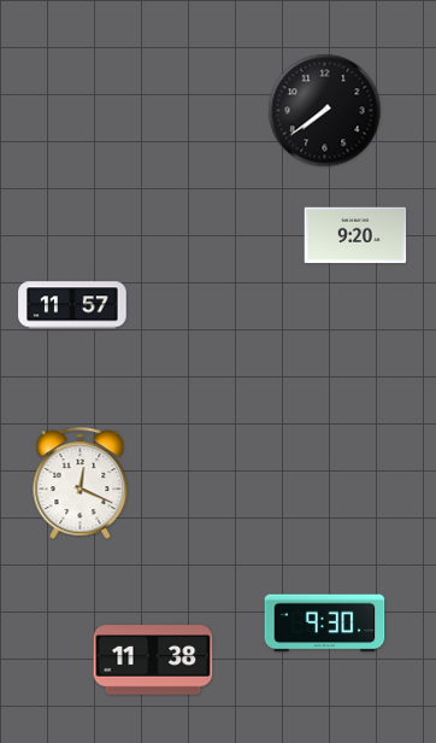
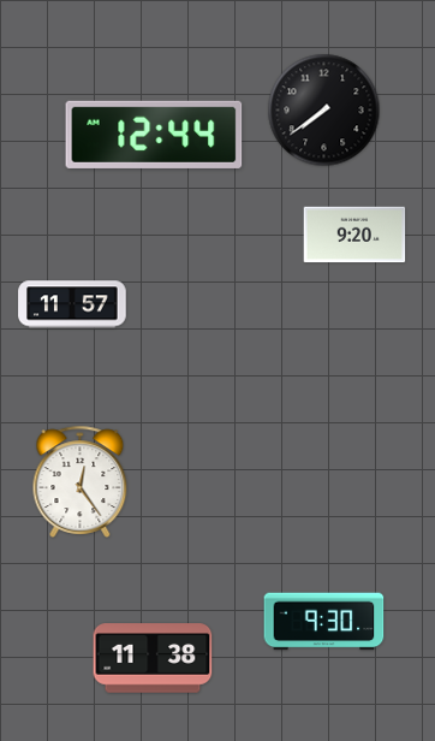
clock at (154, 135): none -> 12:44
clock at (81, 482): 12:19 -> 12:24
